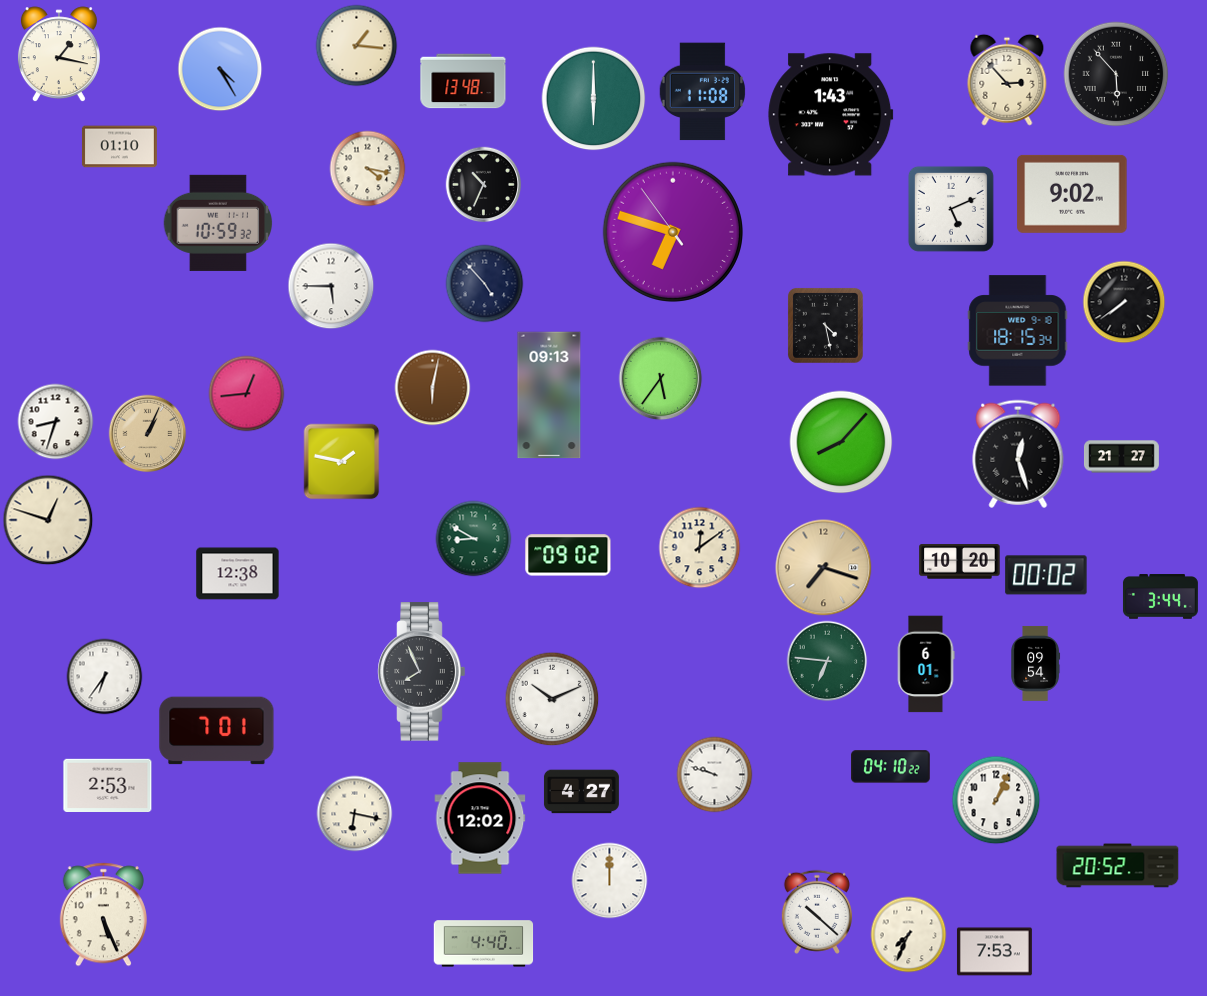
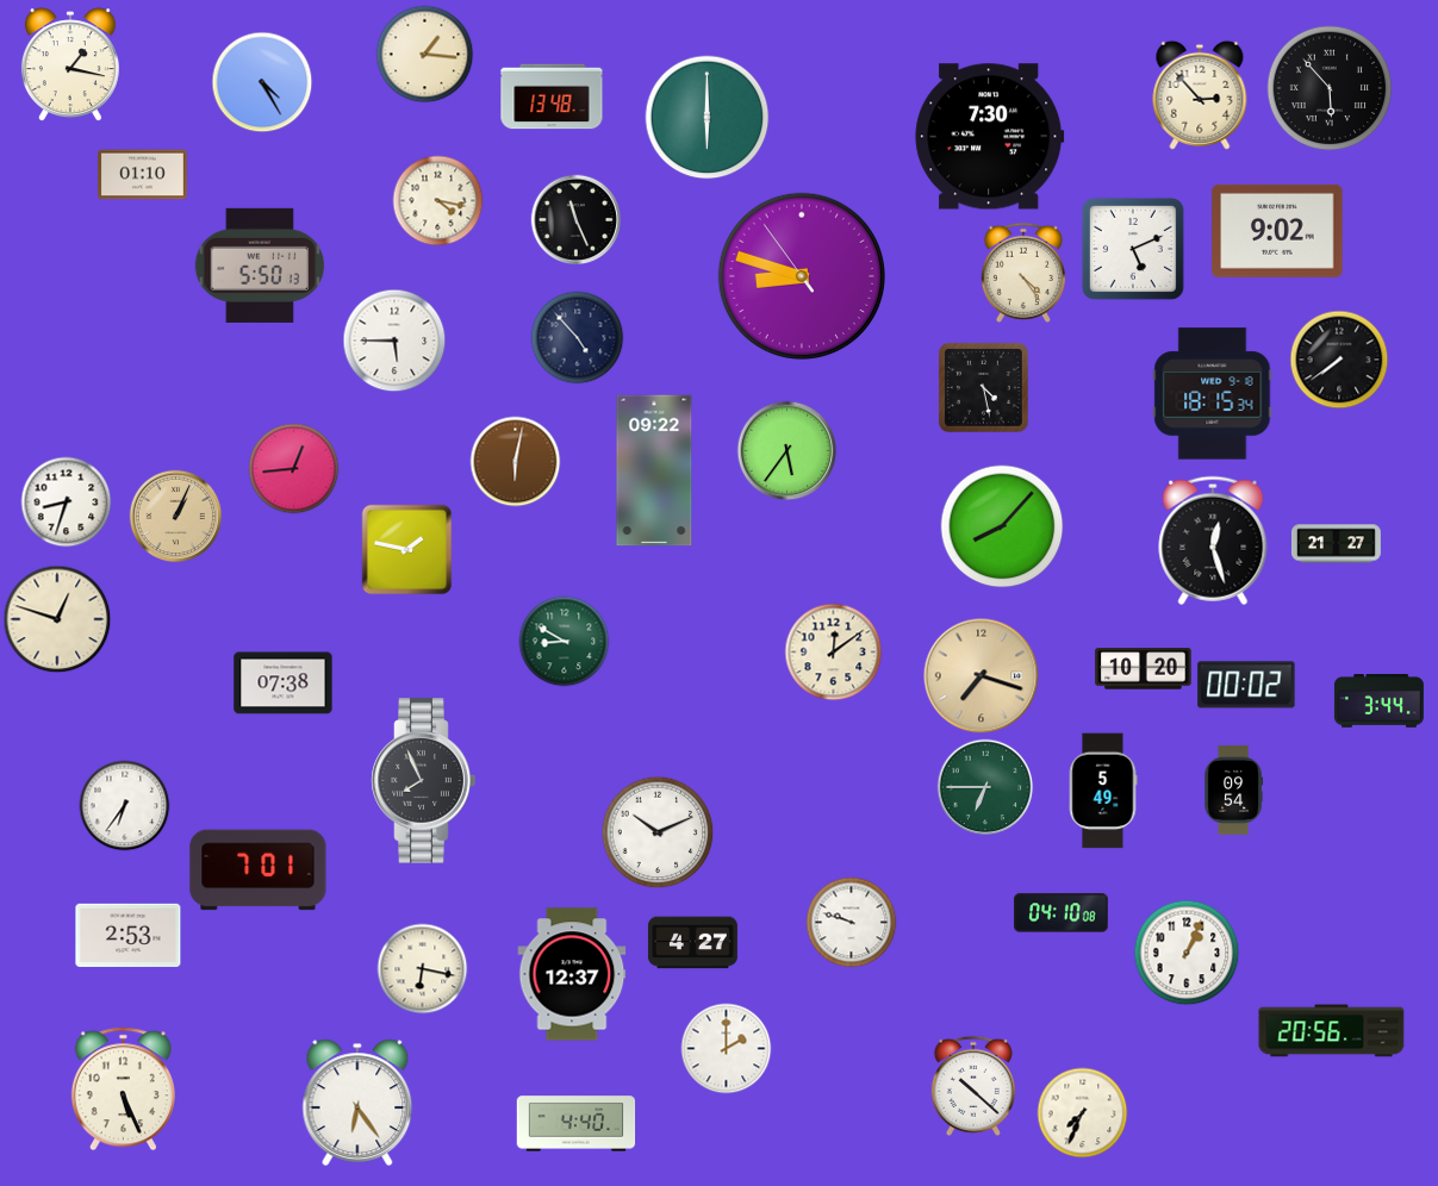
clock at (702, 92): 11:08 -> none
clock at (831, 115): 1:43 -> 7:30
clock at (484, 185): 10:34 -> 11:26
clock at (218, 223): 10:59 -> 5:50
clock at (1023, 273): none -> 4:24
clock at (673, 232): 6:47 -> 8:47
clock at (549, 395): 09:13 -> 09:22
clock at (568, 555): 09:02 -> none
clock at (238, 574): 12:38 -> 07:38
clock at (1160, 597) position: (1160, 597) -> (1378, 701)
clock at (827, 661): 6:46 -> 6:45
clock at (926, 664): 6:01 -> 5:49
clock at (422, 672) position: (422, 672) -> (424, 781)
clock at (891, 767): 04:10:22 -> 04:10:08
clock at (480, 818): 12:02 -> 12:37
clock at (1118, 866): 20:52 -> 20:56
clock at (610, 881): 12:00 -> 2:00
clock at (357, 1101): none -> 6:24
clock at (994, 952): 7:53 -> none
